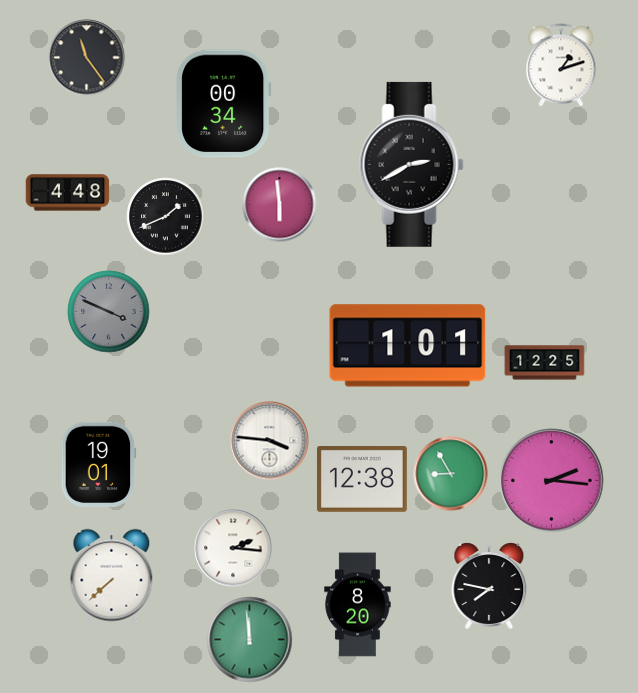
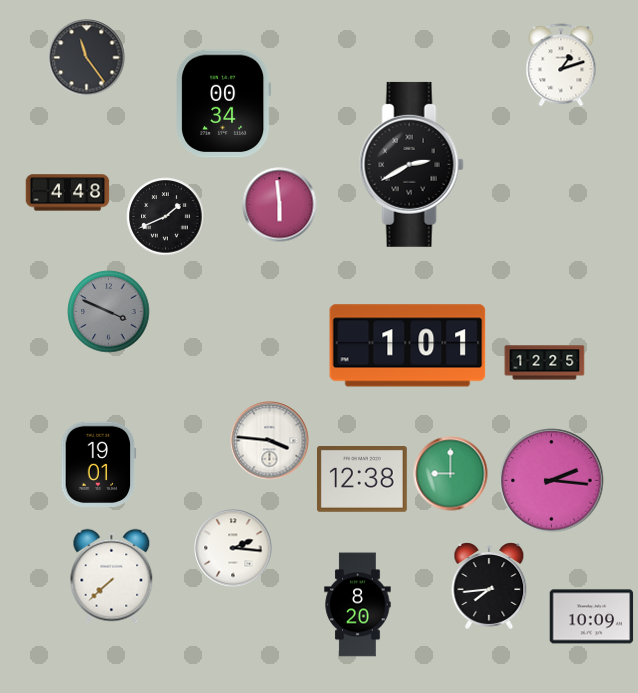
clock at (451, 474): 8:55 -> 9:00
clock at (489, 586): 7:47 -> 7:44
clock at (592, 617): none -> 10:09
clock at (250, 640): 11:59 -> none
